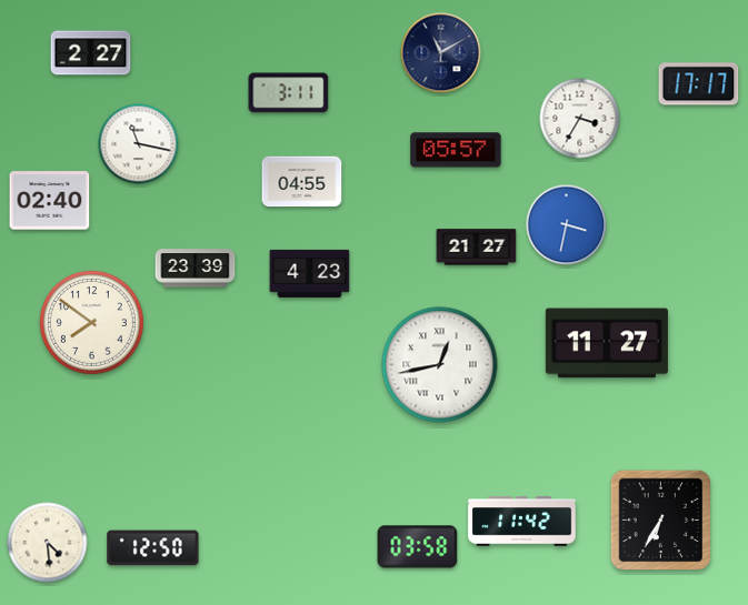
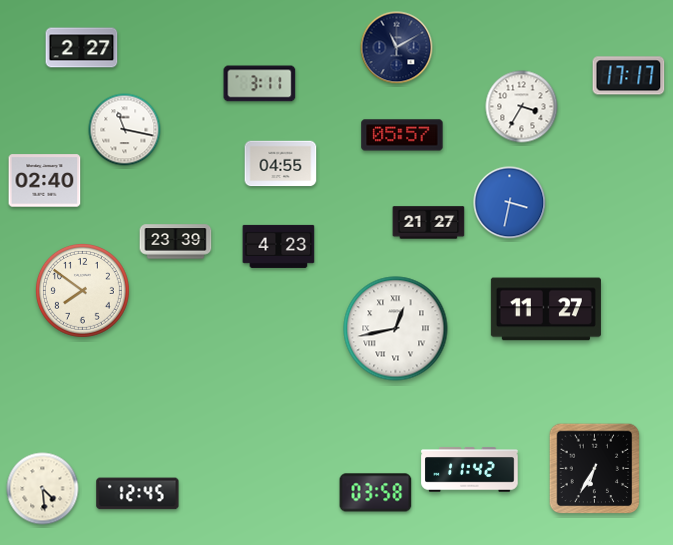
clock at (456, 150) position: (456, 150) -> (402, 135)
clock at (302, 182) position: (302, 182) -> (281, 164)
clock at (153, 548): 12:50 -> 12:45
